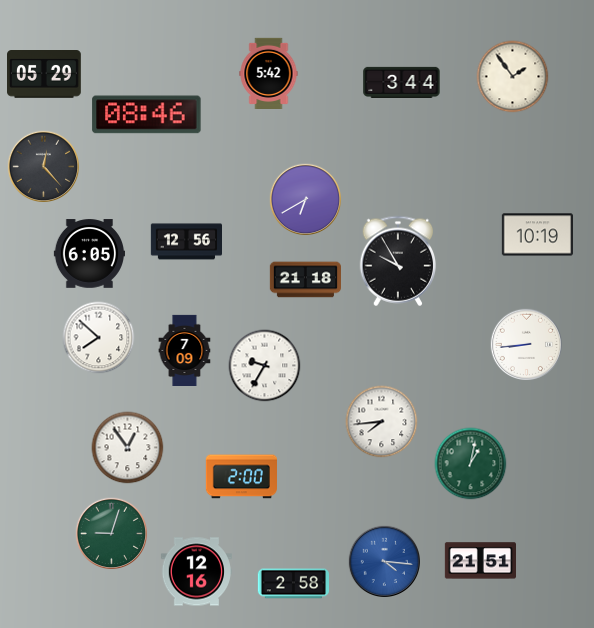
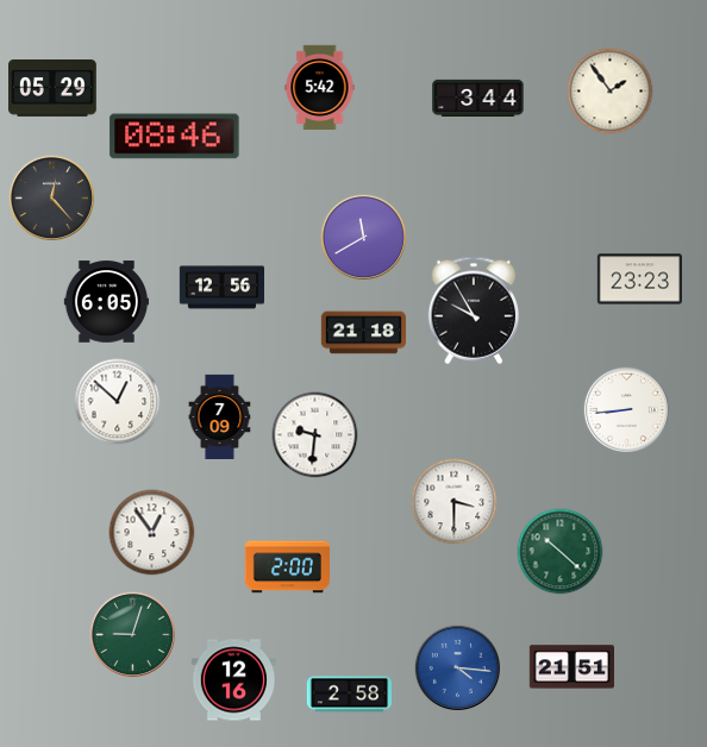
clock at (305, 199): 6:40 -> 11:40
clock at (537, 235): 10:19 -> 23:23
clock at (99, 338): 7:52 -> 12:52
clock at (265, 366): 9:35 -> 9:31
clock at (382, 422): 7:44 -> 3:30
clock at (471, 464): 1:02 -> 10:22
